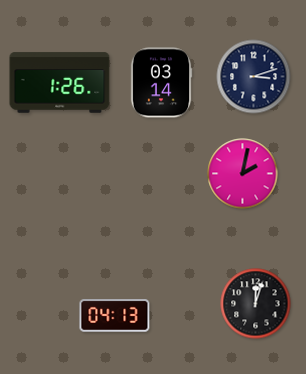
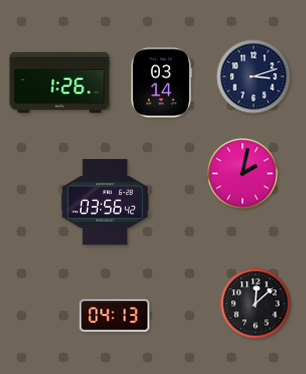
clock at (105, 202): none -> 03:56
clock at (256, 304): 12:03 -> 12:08
